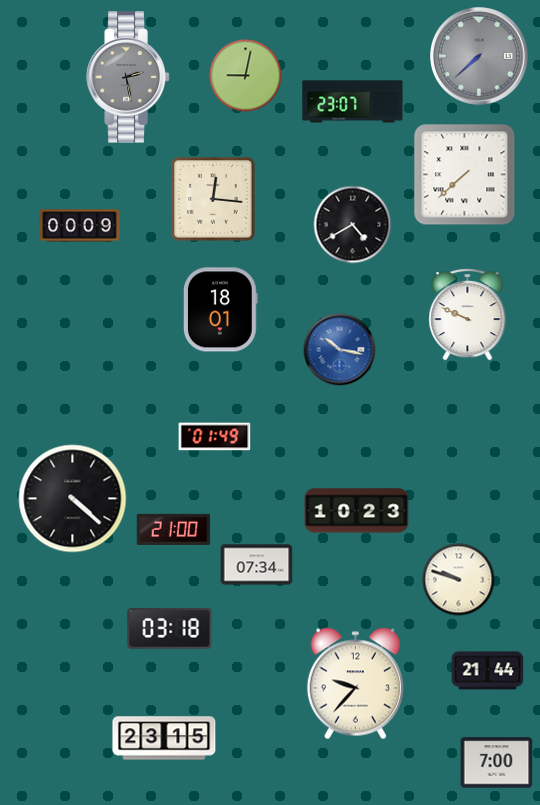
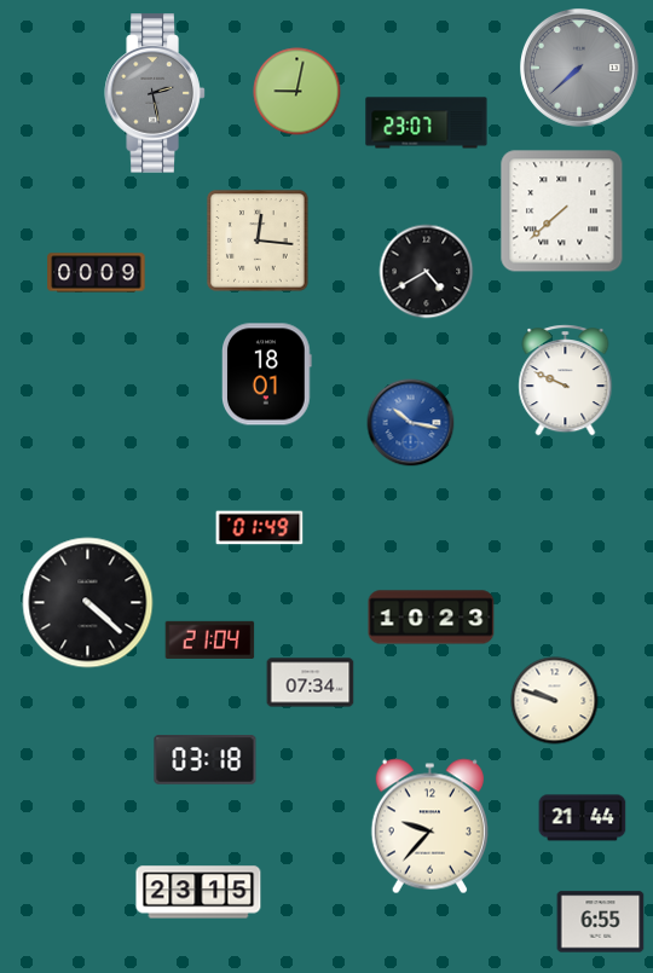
clock at (174, 529): 21:00 -> 21:04
clock at (488, 671) position: (488, 671) -> (583, 818)
clock at (497, 763): 7:00 -> 6:55
